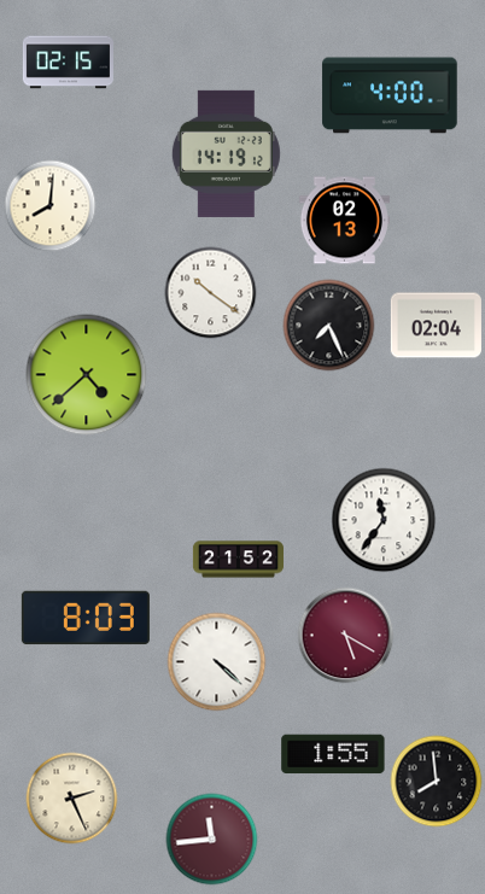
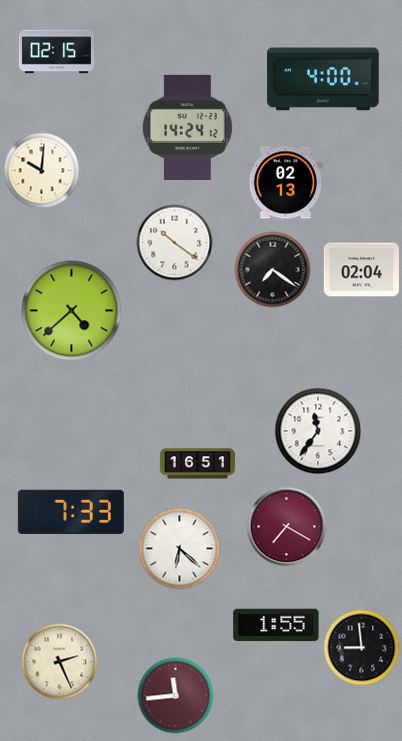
clock at (226, 153): 14:19 -> 14:24
clock at (51, 206): 8:01 -> 10:01
clock at (329, 326): 7:26 -> 7:21
clock at (238, 560): 21:52 -> 16:51
clock at (86, 618): 8:03 -> 7:33
clock at (346, 636): 5:20 -> 7:20
clock at (217, 662): 4:22 -> 6:22
clock at (437, 782): 7:59 -> 8:59
